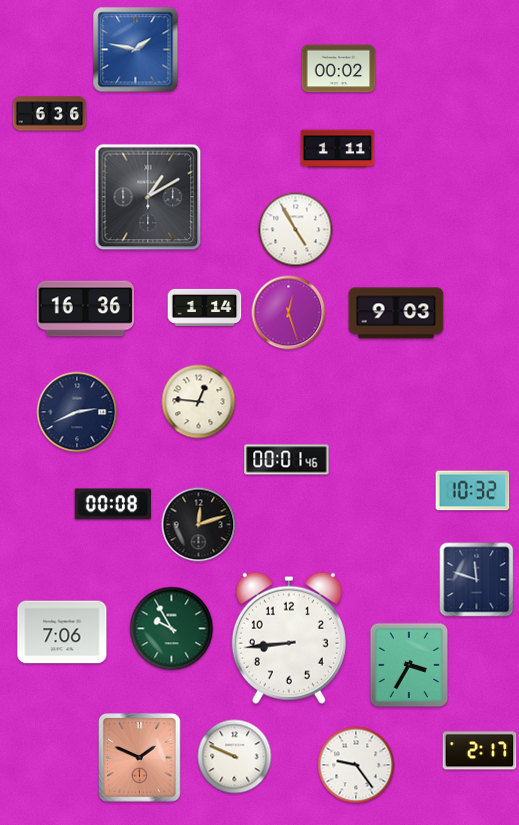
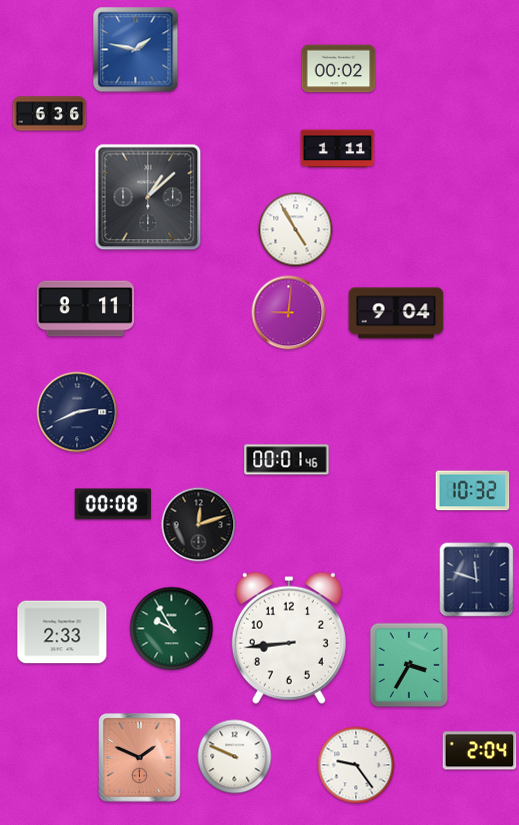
clock at (148, 197): 1:10 -> 1:08
clock at (205, 307): 1:14 -> none
clock at (86, 309): 16:36 -> 8:11
clock at (289, 313): 12:27 -> 9:01
clock at (396, 313): 9:03 -> 9:04
clock at (199, 402): 12:46 -> none
clock at (62, 632): 7:06 -> 2:33
clock at (480, 751): 2:17 -> 2:04
